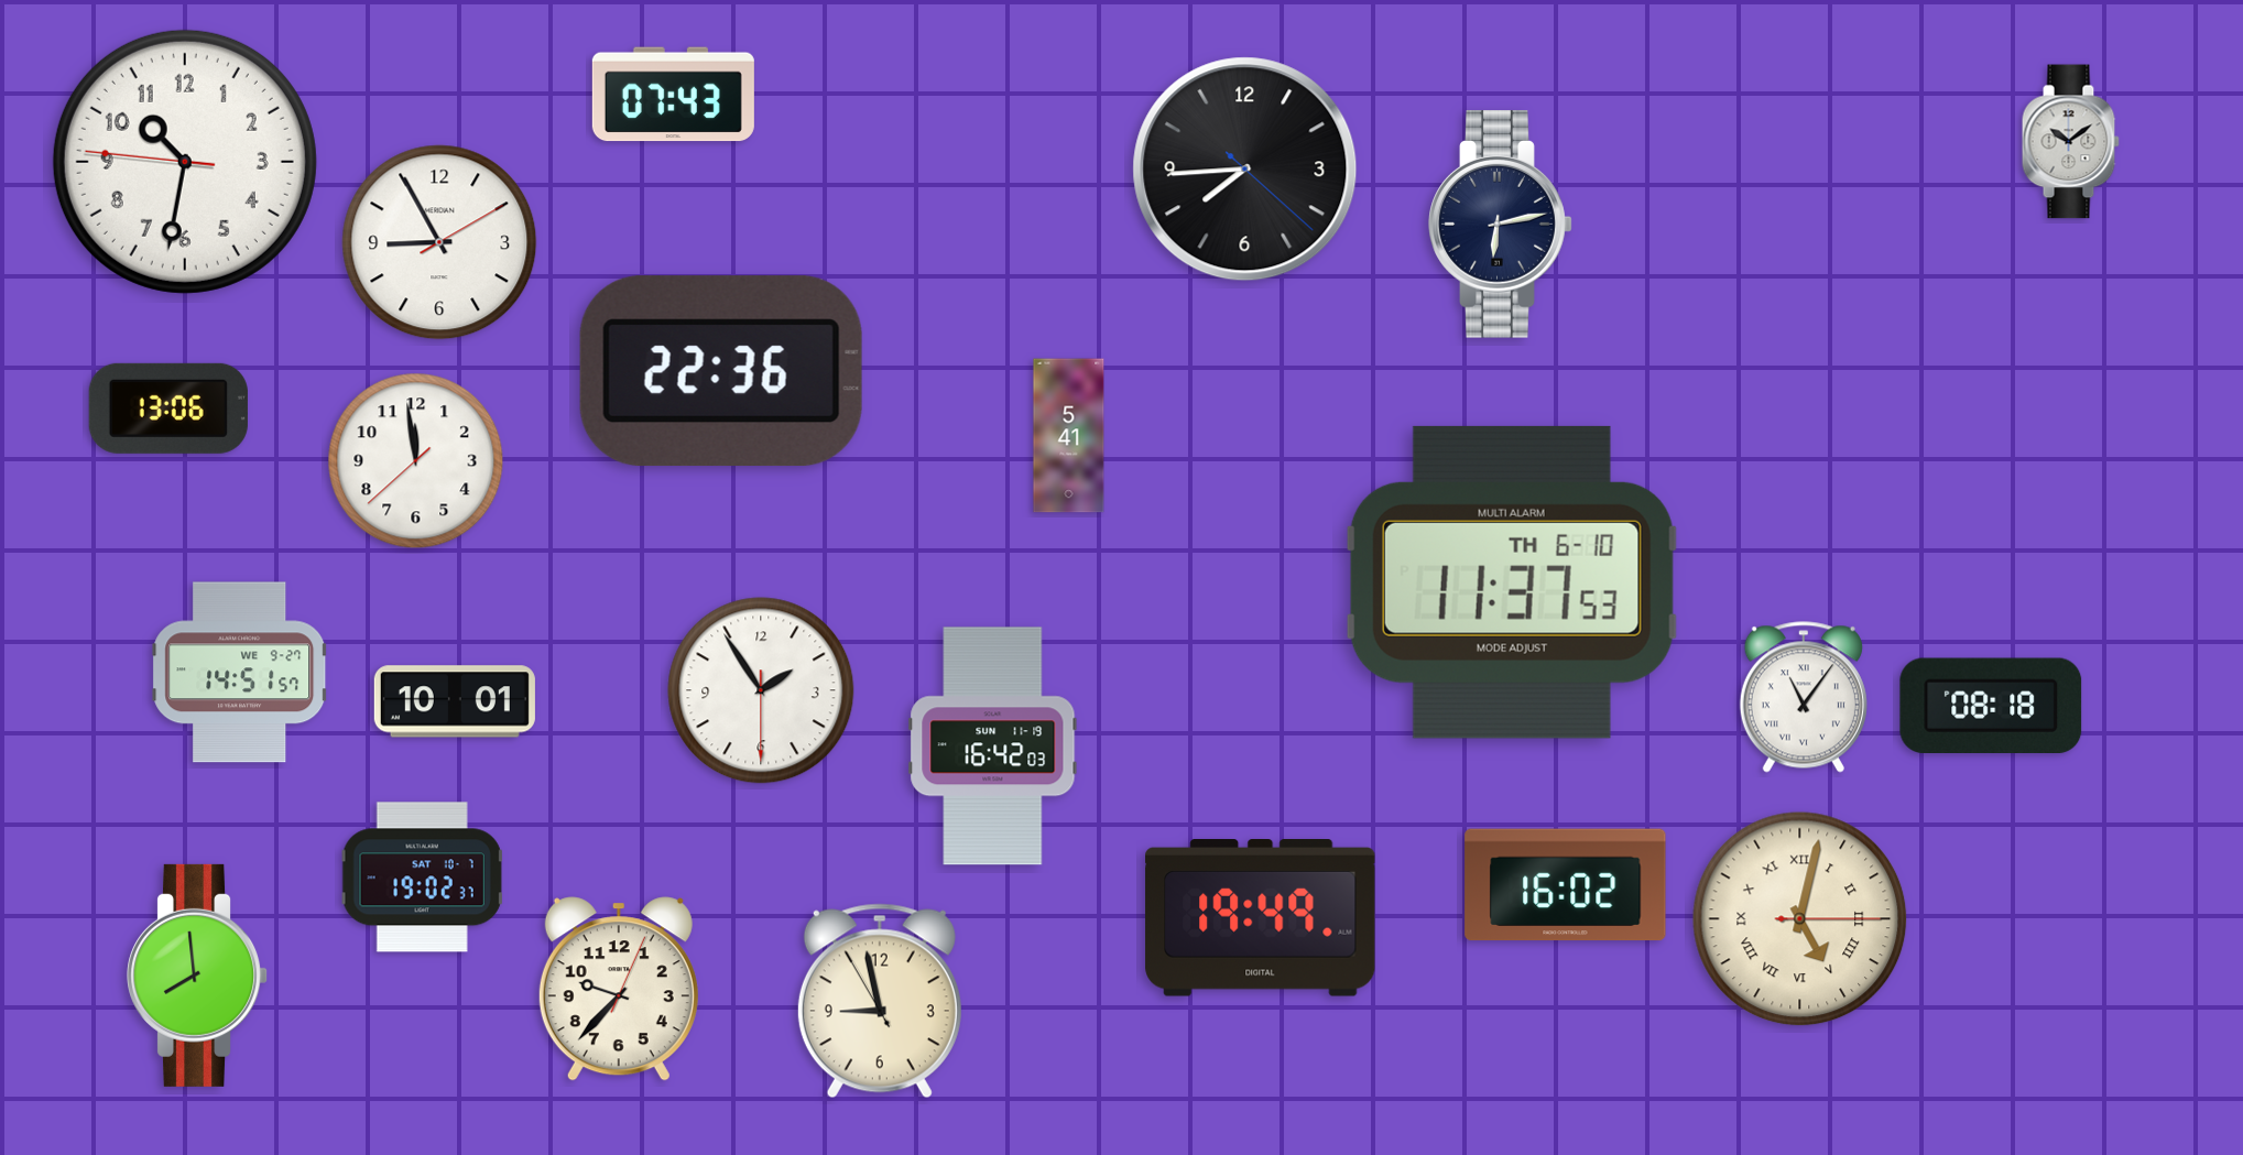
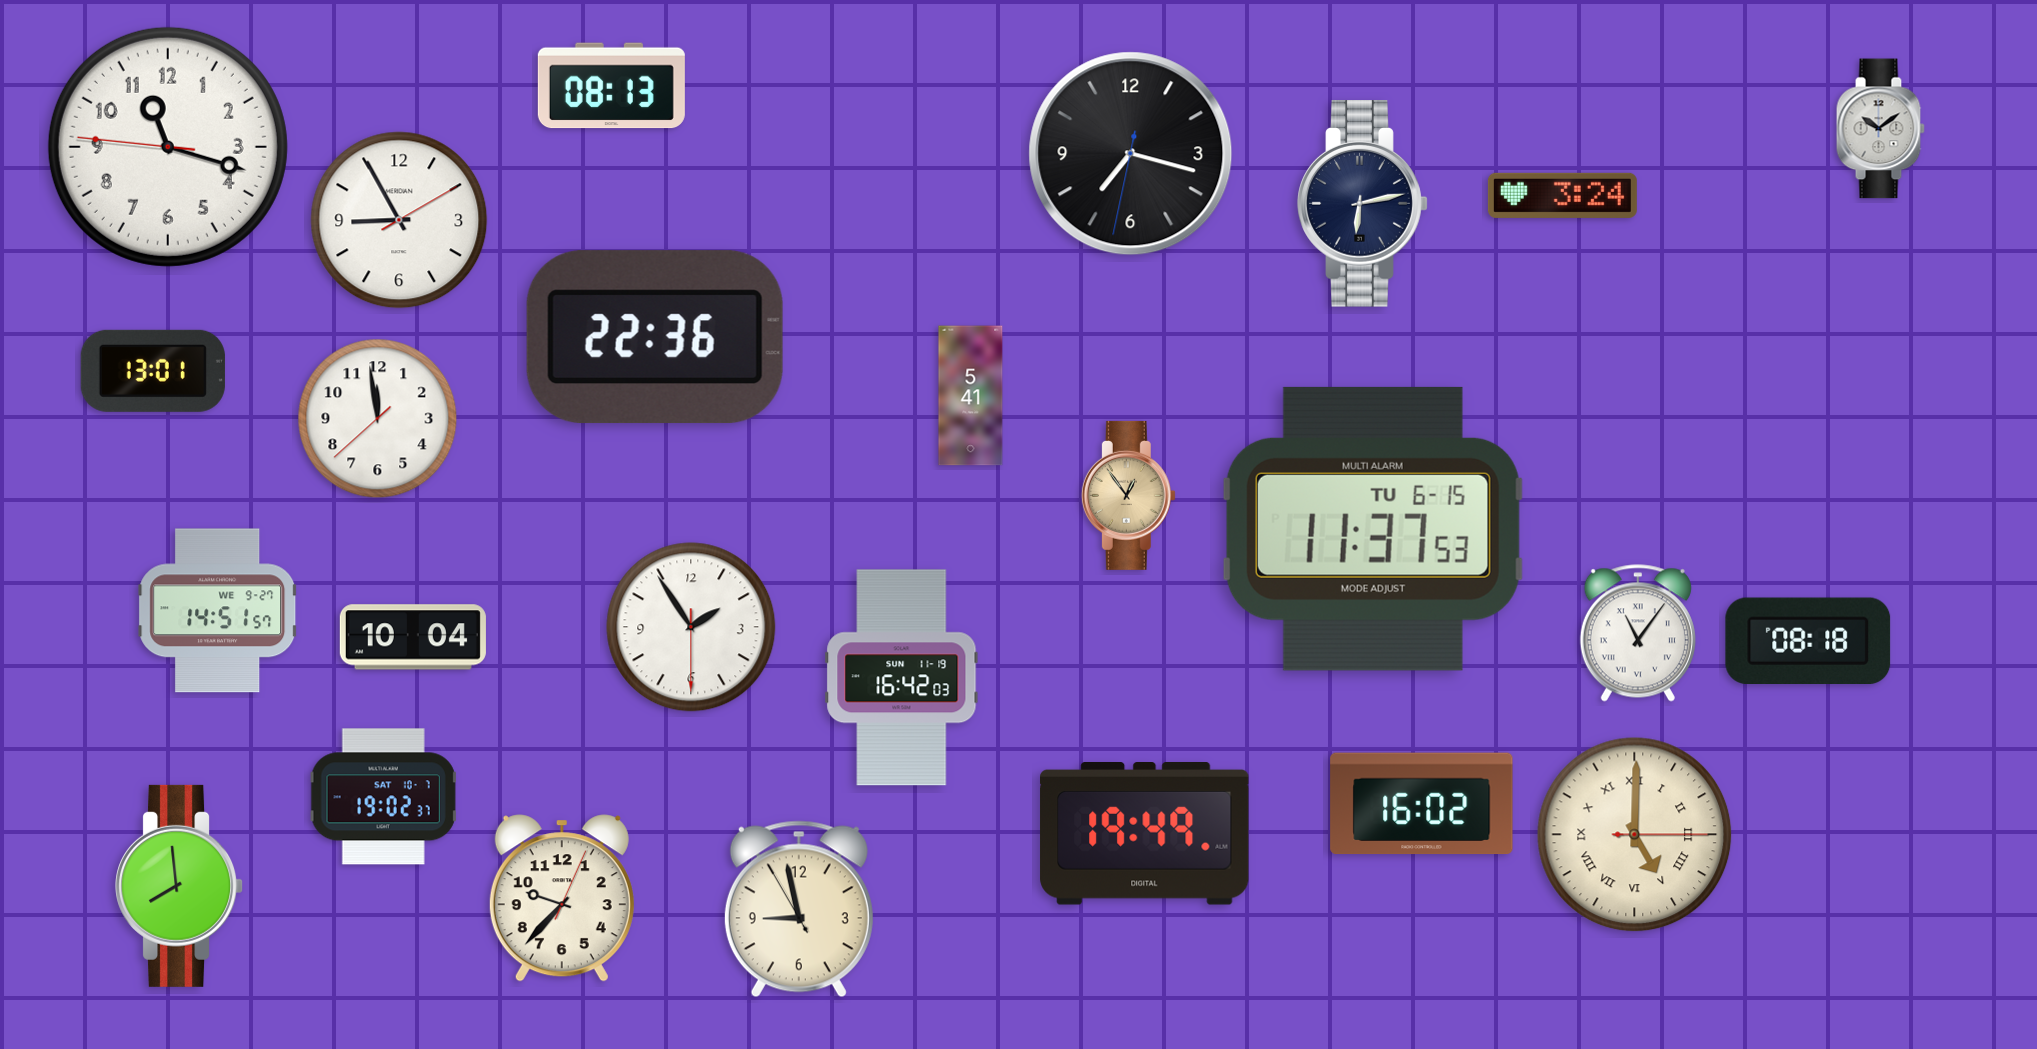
clock at (673, 95): 07:43 -> 08:13
clock at (185, 162): 10:31 -> 11:17
clock at (1245, 170): 7:44 -> 7:17
clock at (1562, 195): none -> 3:24
clock at (168, 408): 13:06 -> 13:01
clock at (1128, 495): none -> 12:54
clock at (1512, 582) date: TH 6-10 -> TU 6-15
clock at (455, 701): 10:01 -> 10:04
clock at (1800, 919): 5:02 -> 5:00
